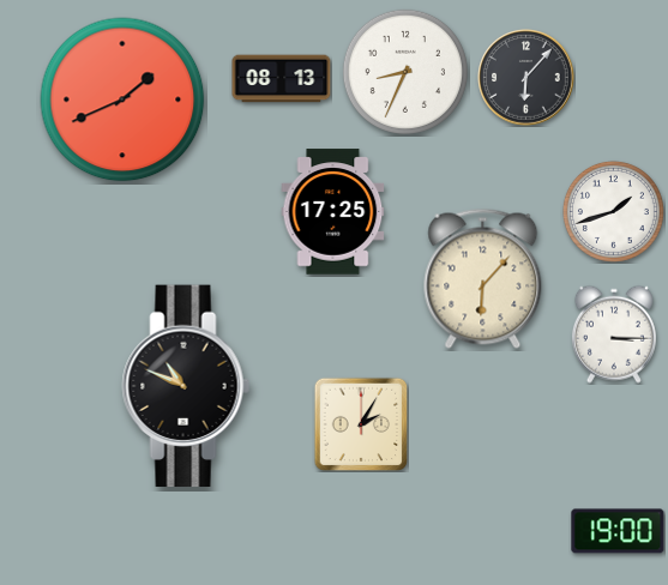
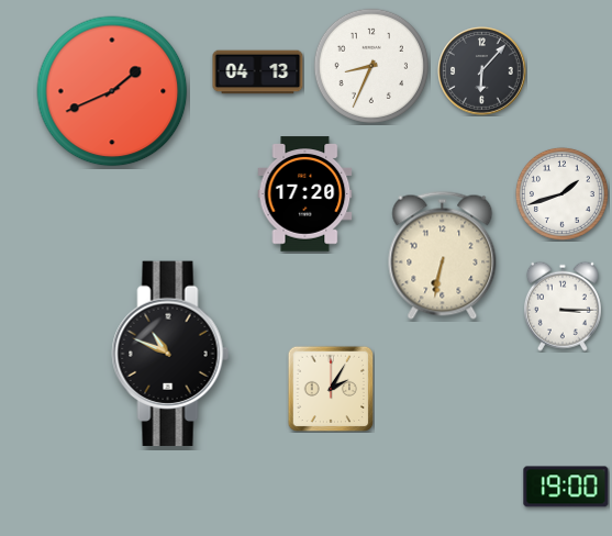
clock at (282, 79): 08:13 -> 04:13
clock at (333, 212): 17:25 -> 17:20
clock at (483, 278): 6:07 -> 6:32
